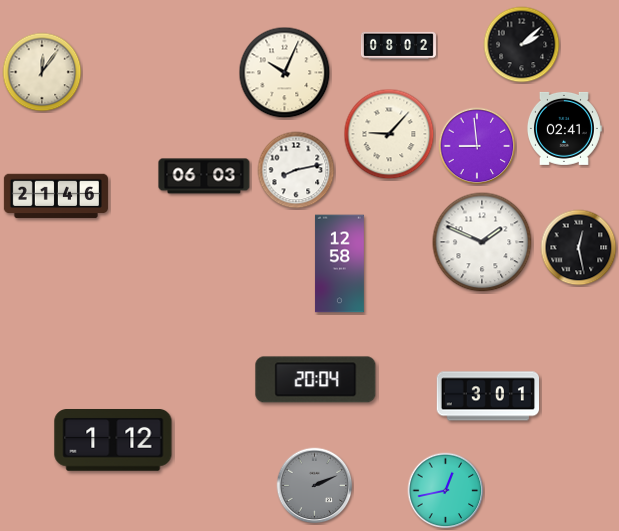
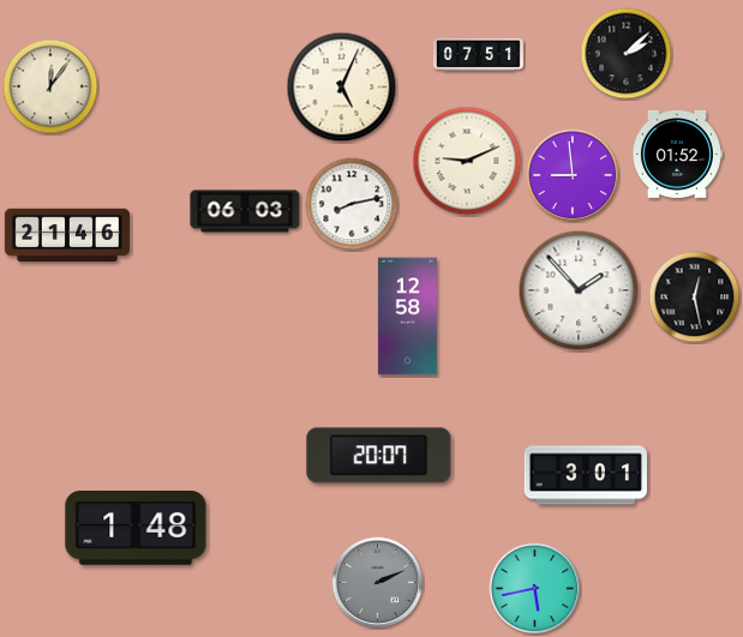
clock at (398, 45): 08:02 -> 07:51
clock at (285, 73): 10:04 -> 5:04
clock at (564, 128): 02:41 -> 01:52
clock at (389, 134): 9:07 -> 9:11
clock at (296, 170) position: (296, 170) -> (352, 204)
clock at (482, 242): 1:49 -> 1:53
clock at (316, 380): 20:04 -> 20:07
clock at (113, 441): 1:12 -> 1:48
clock at (446, 491): 12:43 -> 5:43
